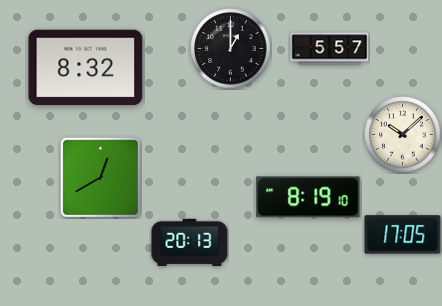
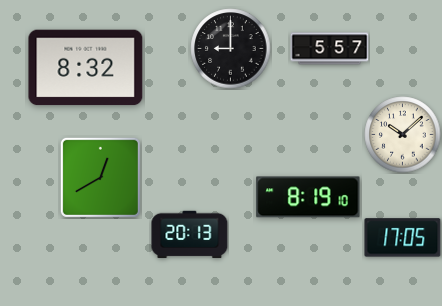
clock at (231, 49): 1:00 -> 9:00
clock at (403, 235) position: (403, 235) -> (403, 238)
clock at (190, 243) position: (190, 243) -> (190, 235)
